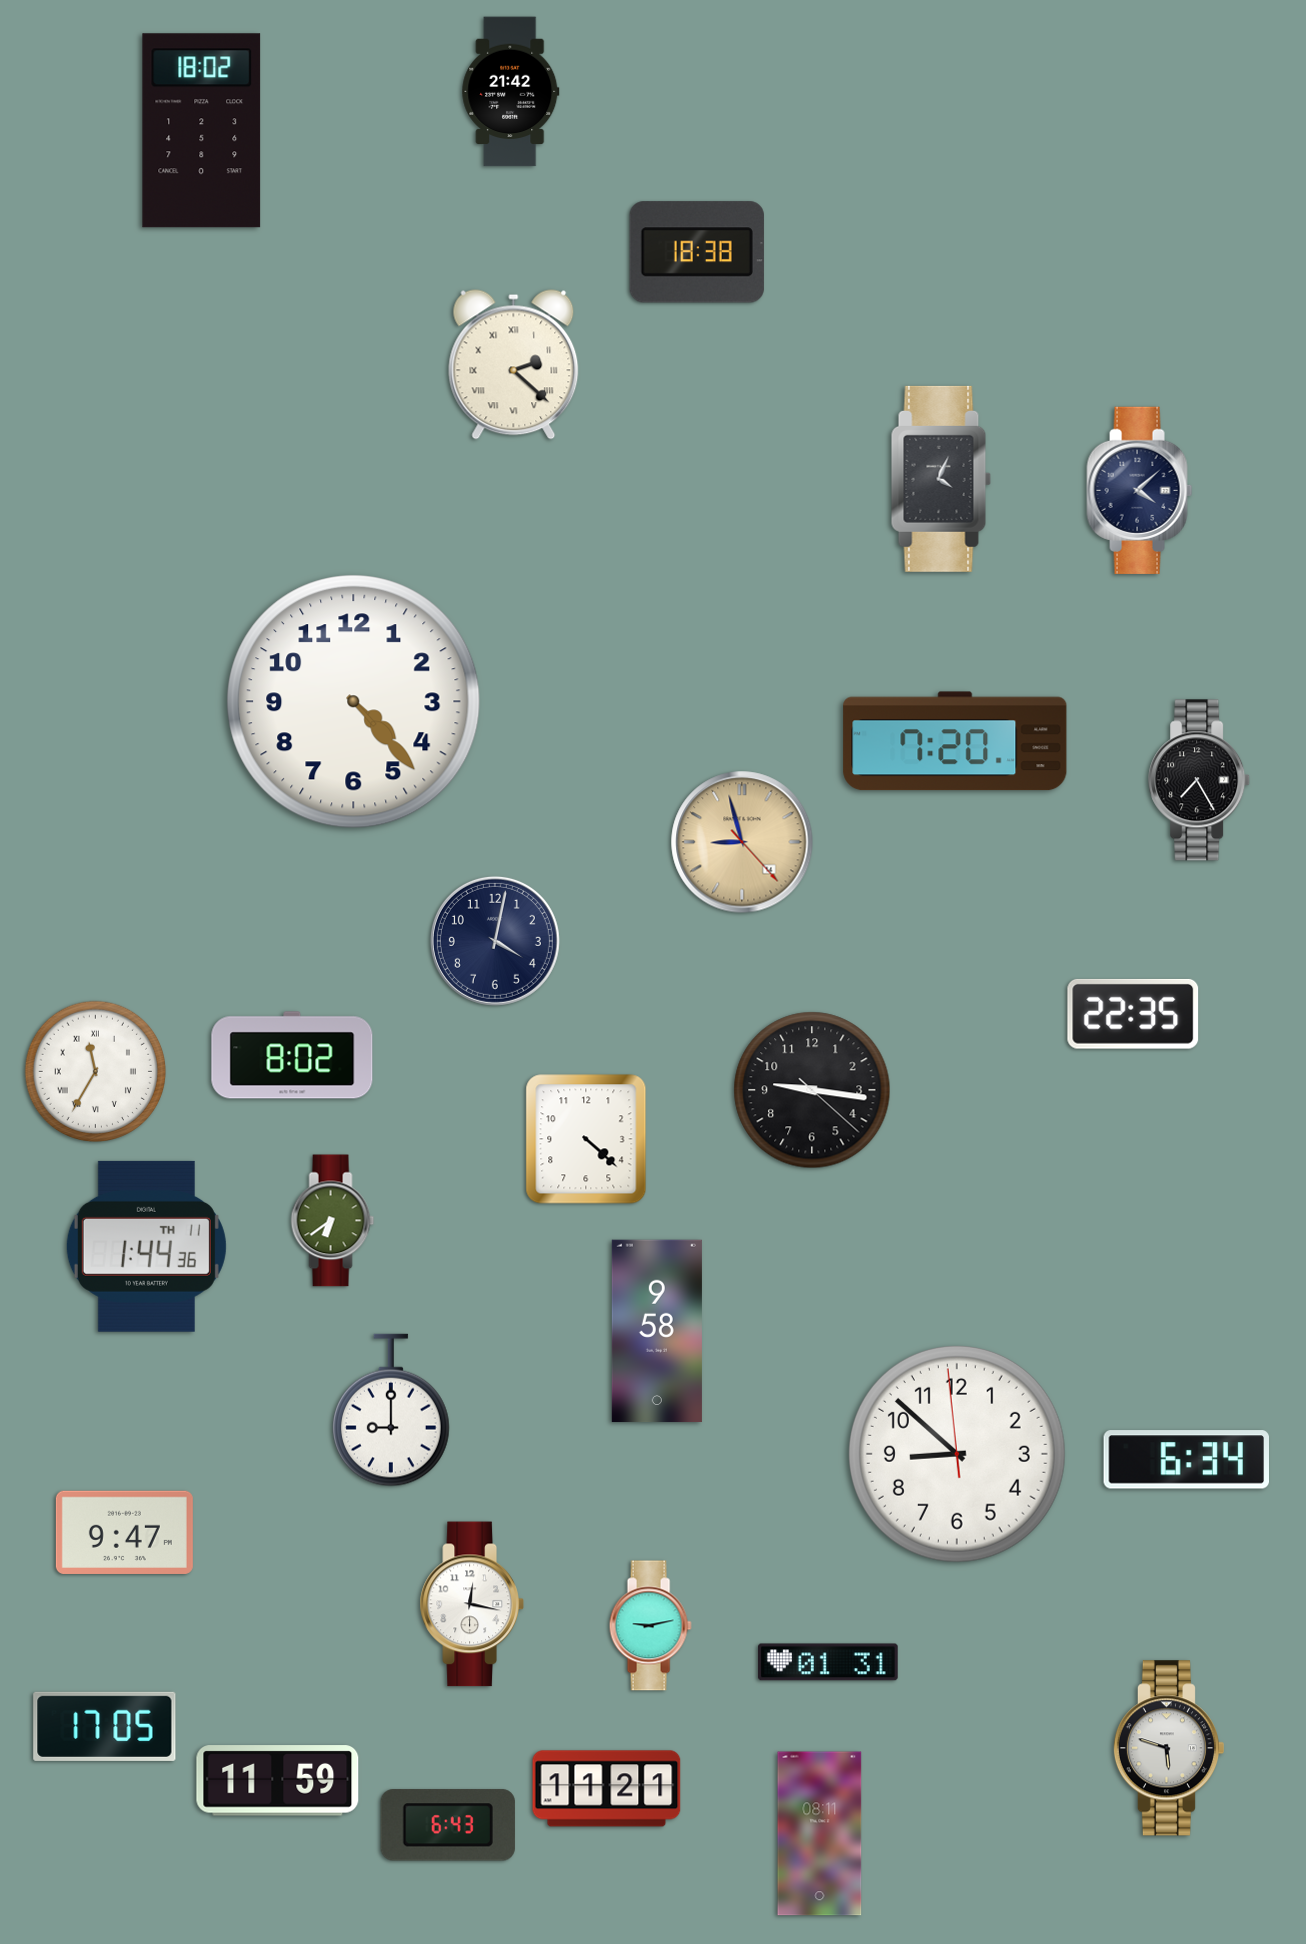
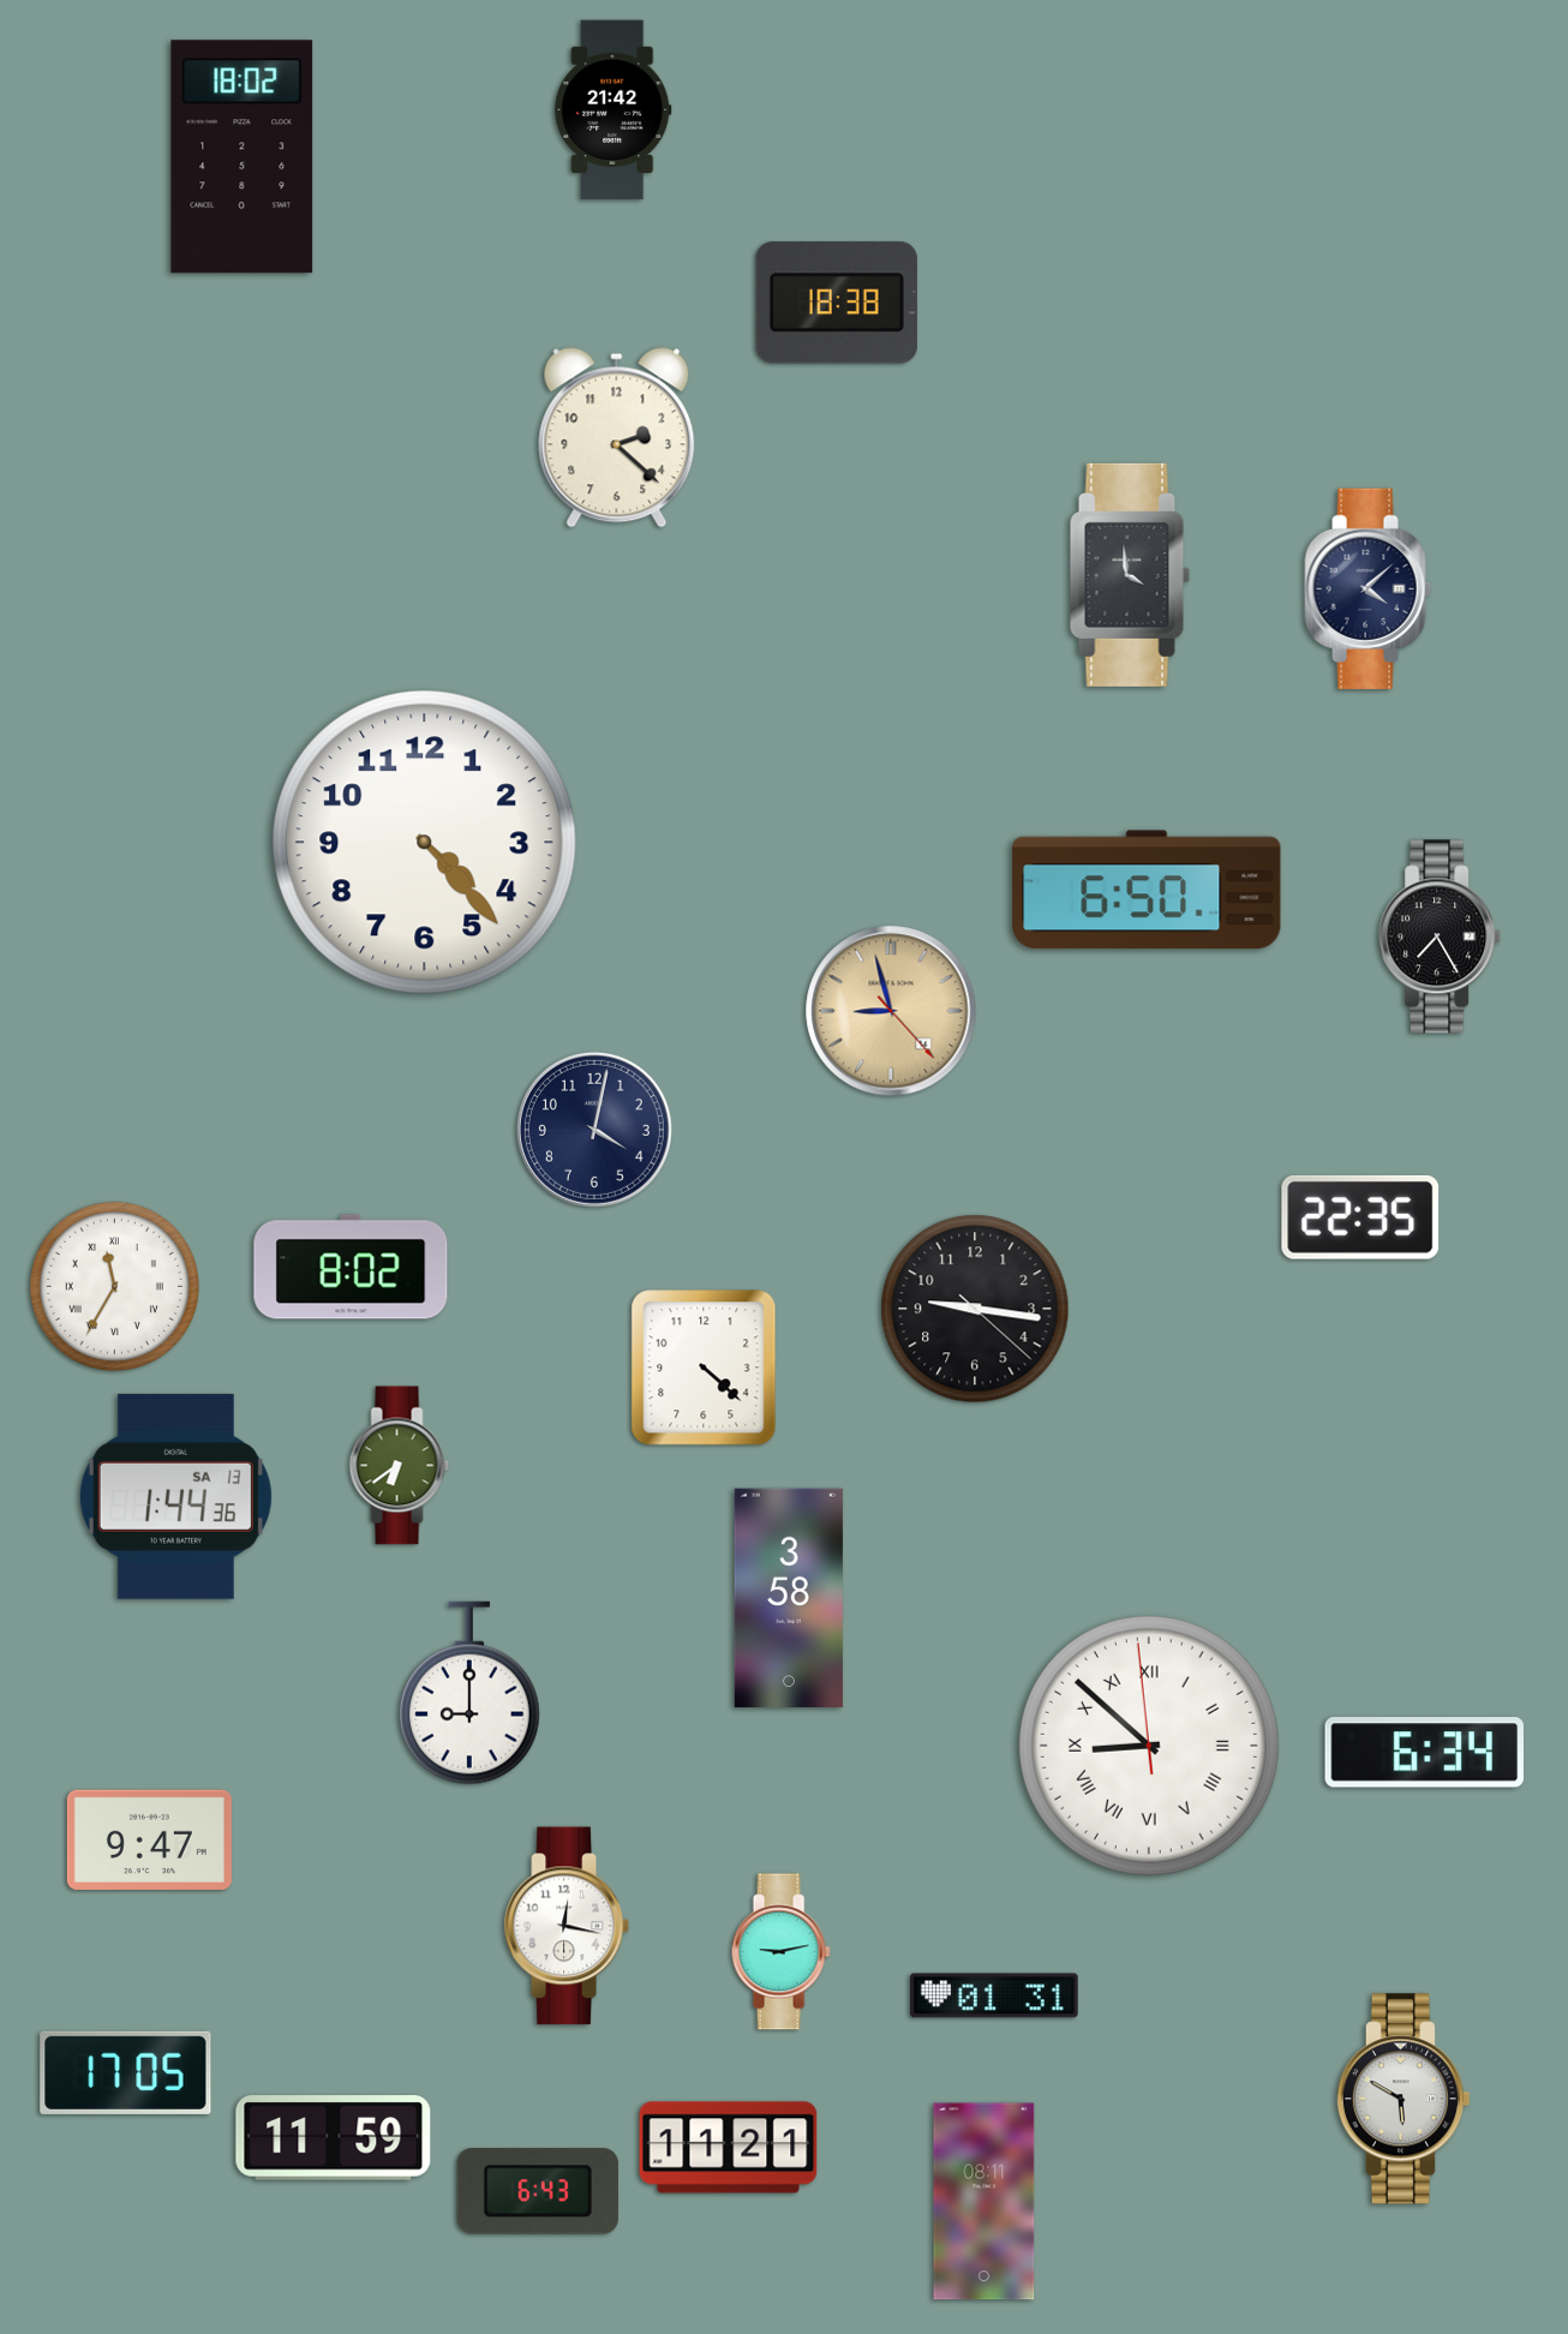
clock at (514, 365) numerals: Roman -> Arabic
clock at (941, 479): 4:04 -> 3:59
clock at (955, 741): 7:20 -> 6:50
clock at (146, 1246) date: TH 11 -> SA 13
clock at (657, 1331): 9:58 -> 3:58
clock at (957, 1454) numerals: Arabic -> Roman
clock at (1168, 1748): 5:48 -> 5:50
